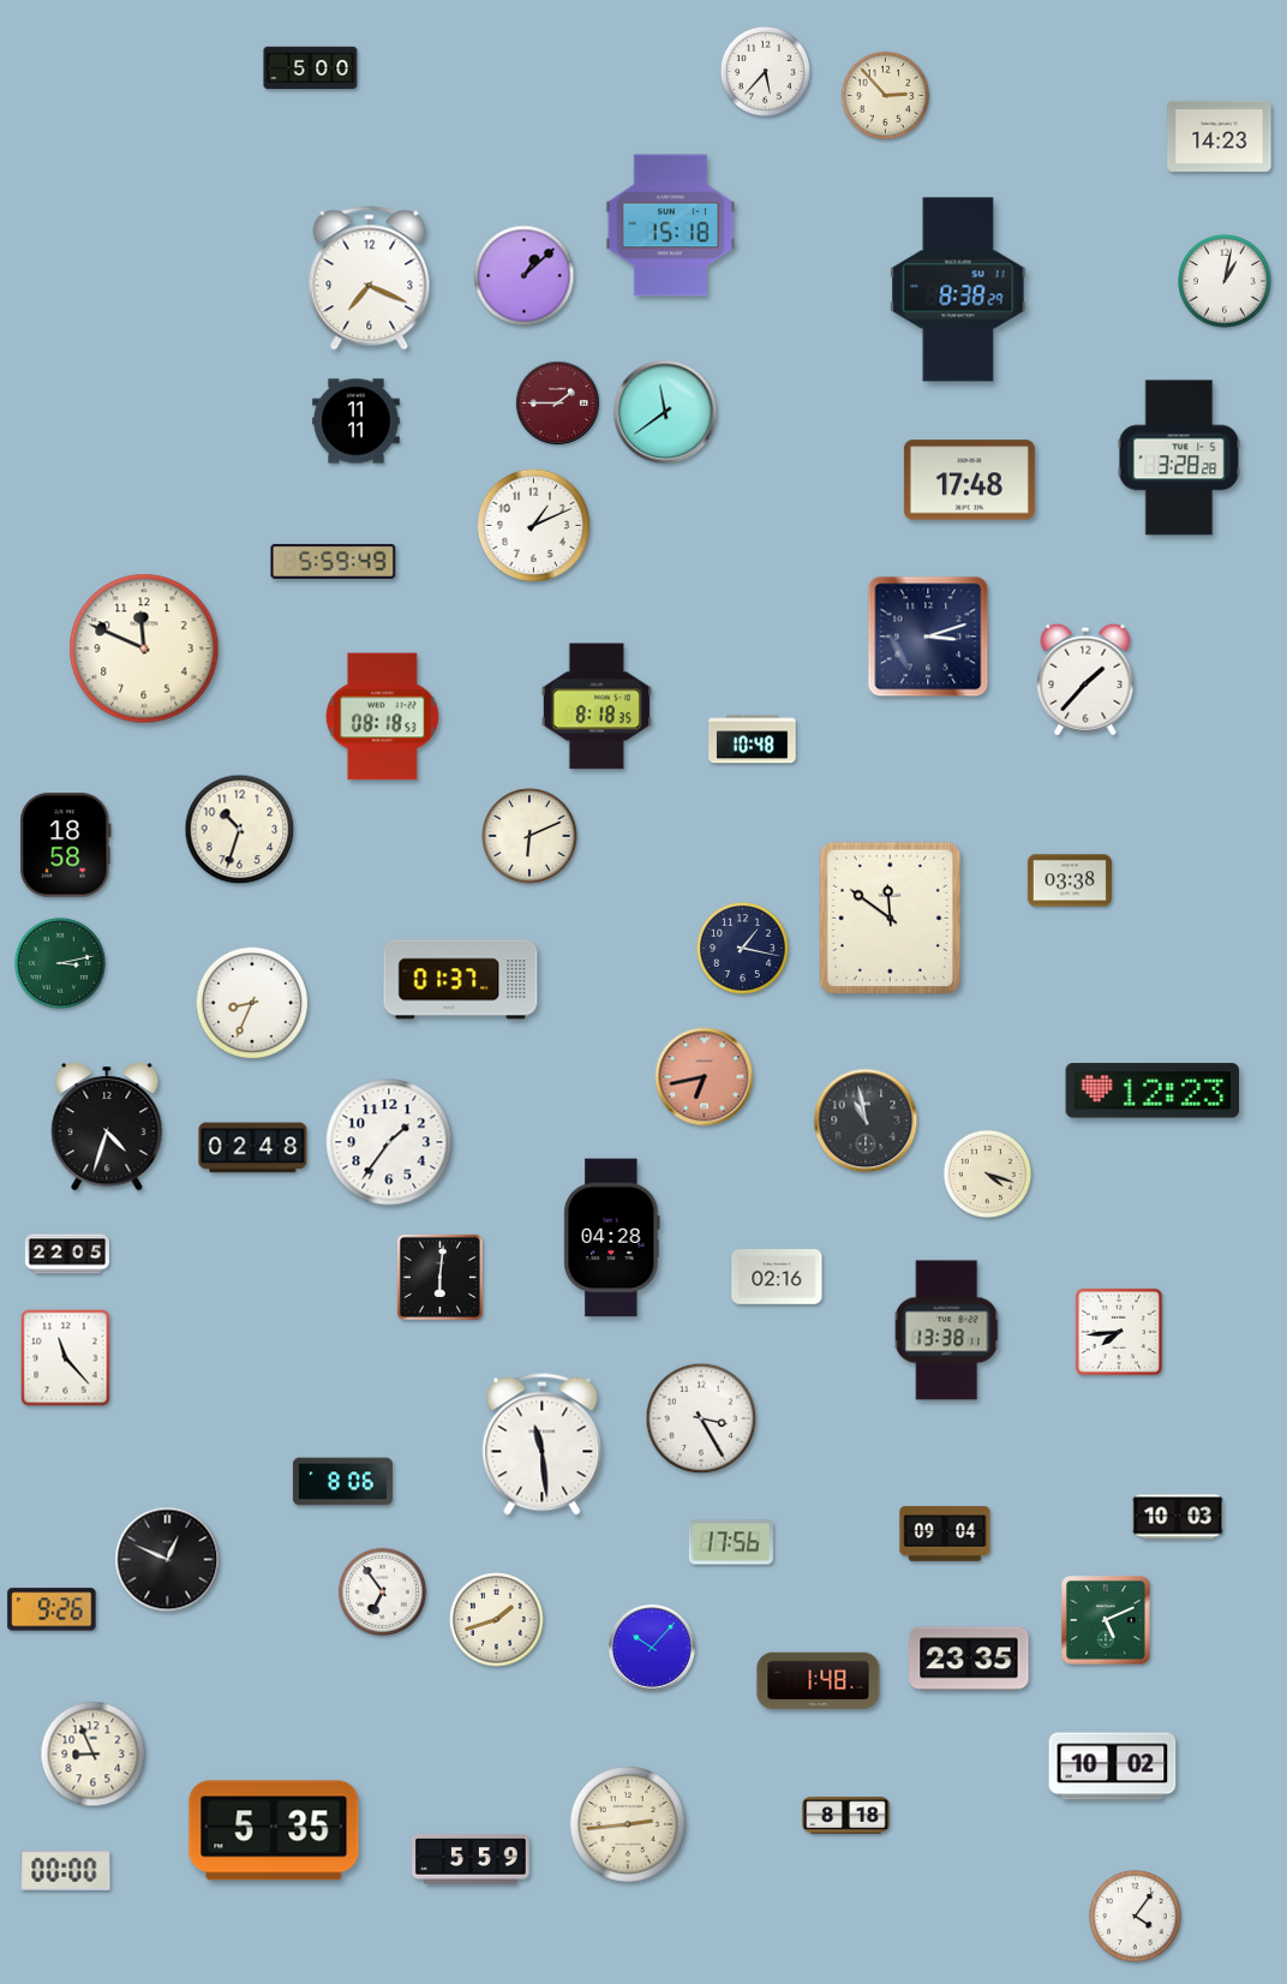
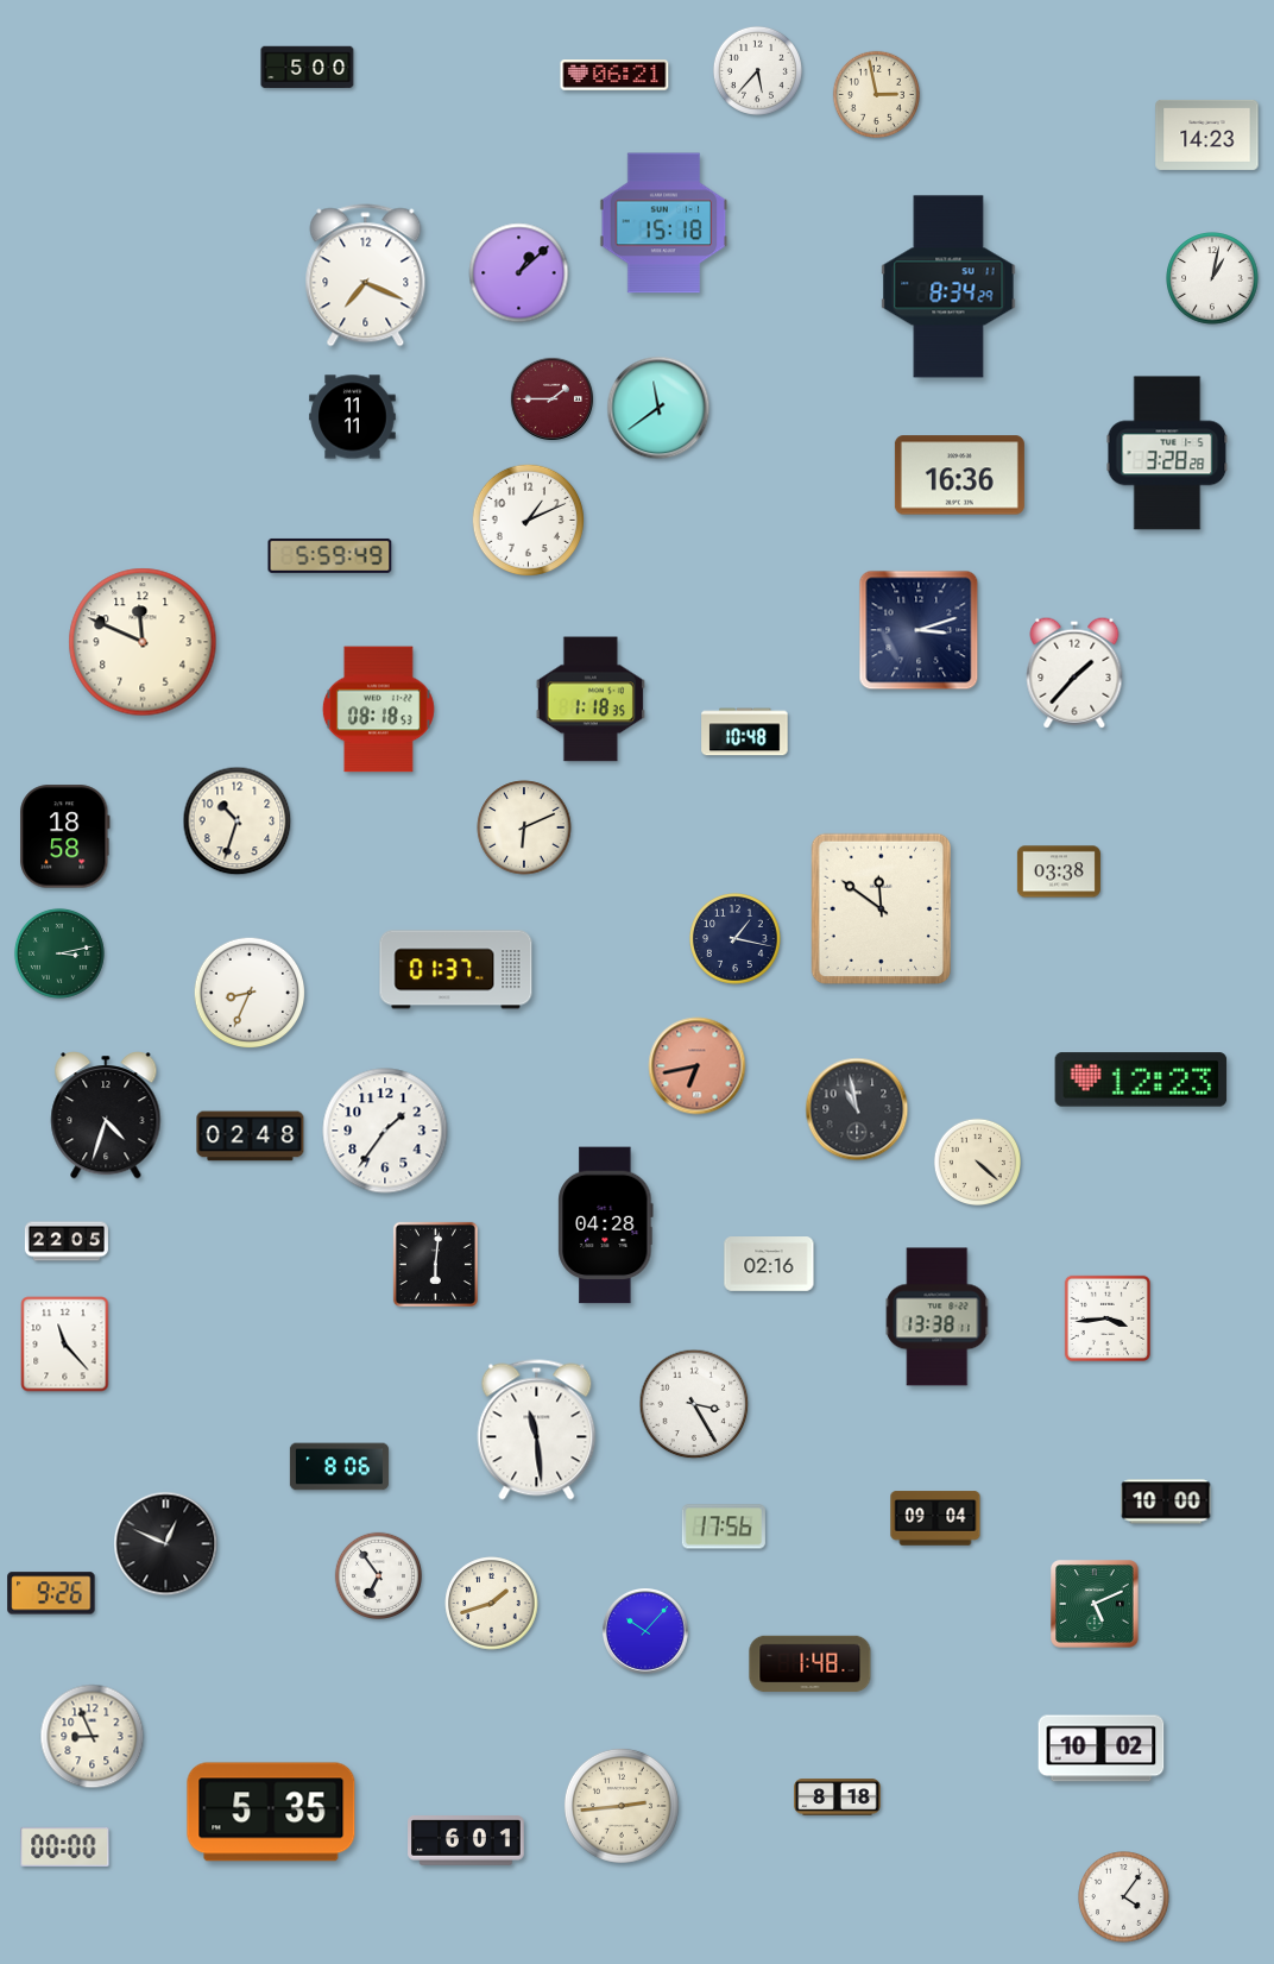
clock at (614, 75): none -> 06:21
clock at (885, 95): 2:53 -> 2:58
clock at (958, 289): 8:38 -> 8:34
clock at (969, 480): 17:48 -> 16:36
clock at (597, 706): 8:18 -> 1:18
clock at (987, 1173): 4:18 -> 4:22
clock at (1118, 1331): 7:44 -> 3:44
clock at (1178, 1517): 10:03 -> 10:00
clock at (969, 1659): 23:35 -> none
clock at (471, 1859): 5:59 -> 6:01
clock at (66, 1870) position: (66, 1870) -> (65, 1846)
